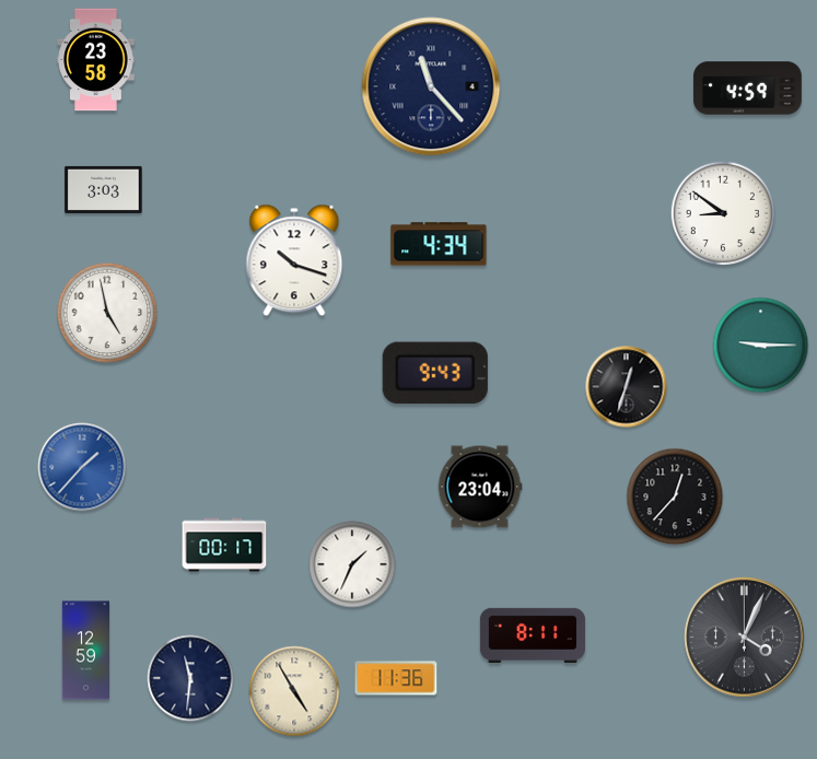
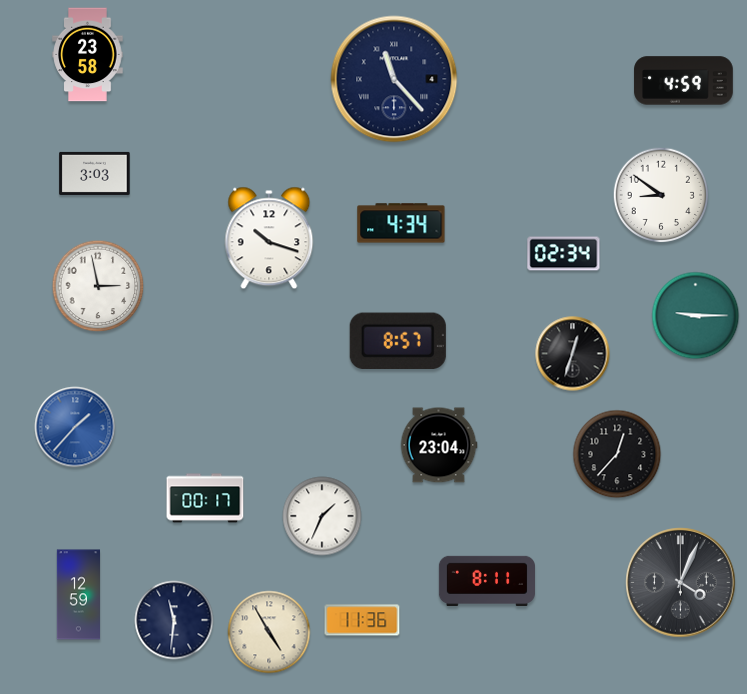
clock at (564, 254): none -> 02:34
clock at (107, 313): 4:58 -> 2:58
clock at (435, 373): 9:43 -> 8:57
